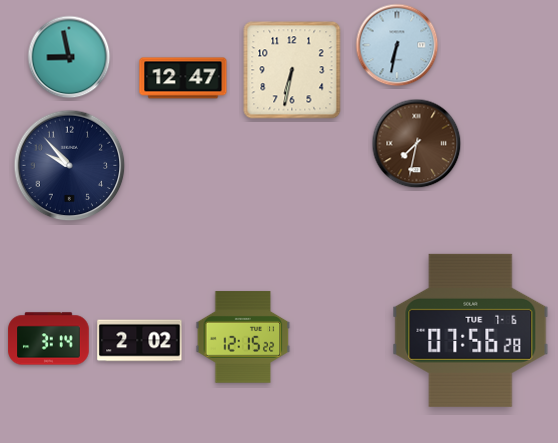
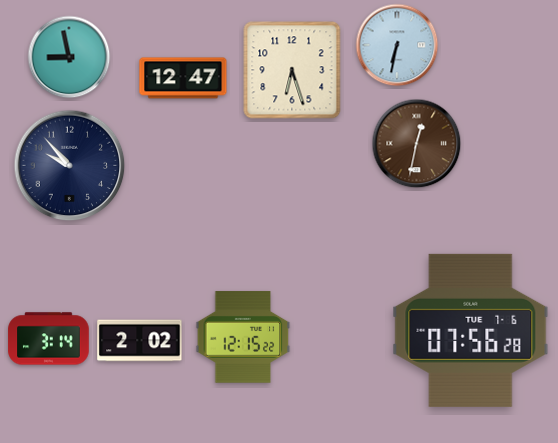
clock at (292, 70): 6:32 -> 6:27
clock at (417, 144): 7:32 -> 12:32
